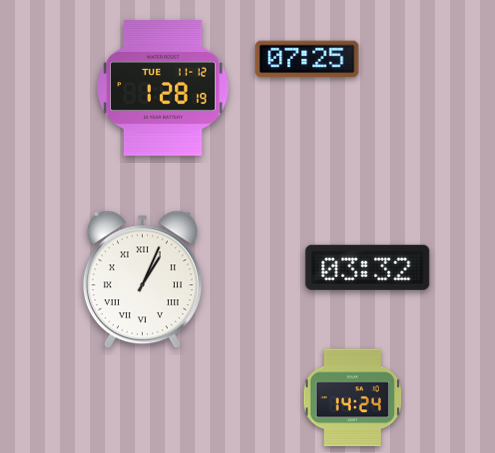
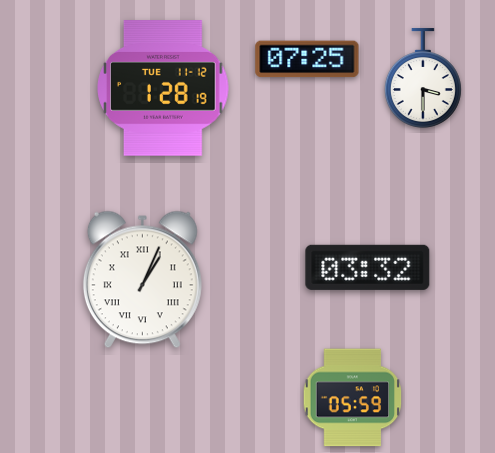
clock at (423, 78): none -> 3:30
clock at (353, 398): 14:24 -> 05:59
